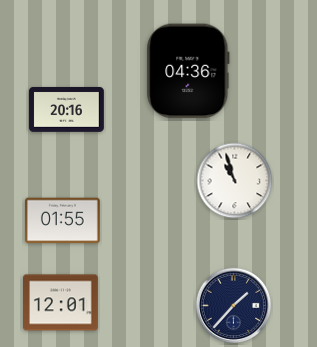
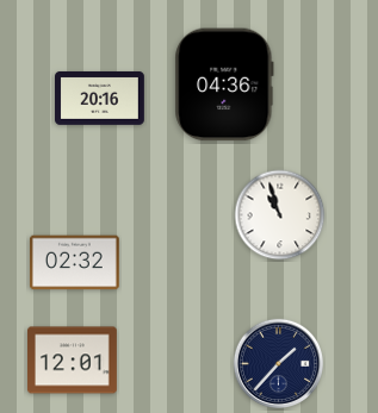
clock at (67, 109) position: (67, 109) -> (100, 98)
clock at (62, 221): 01:55 -> 02:32
